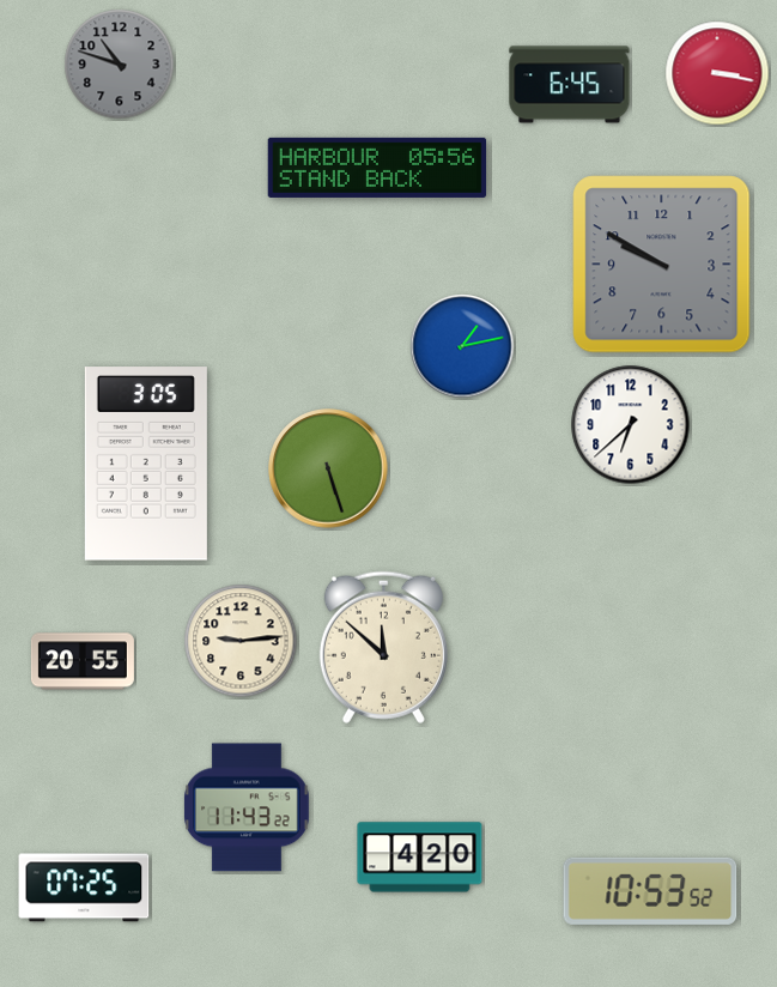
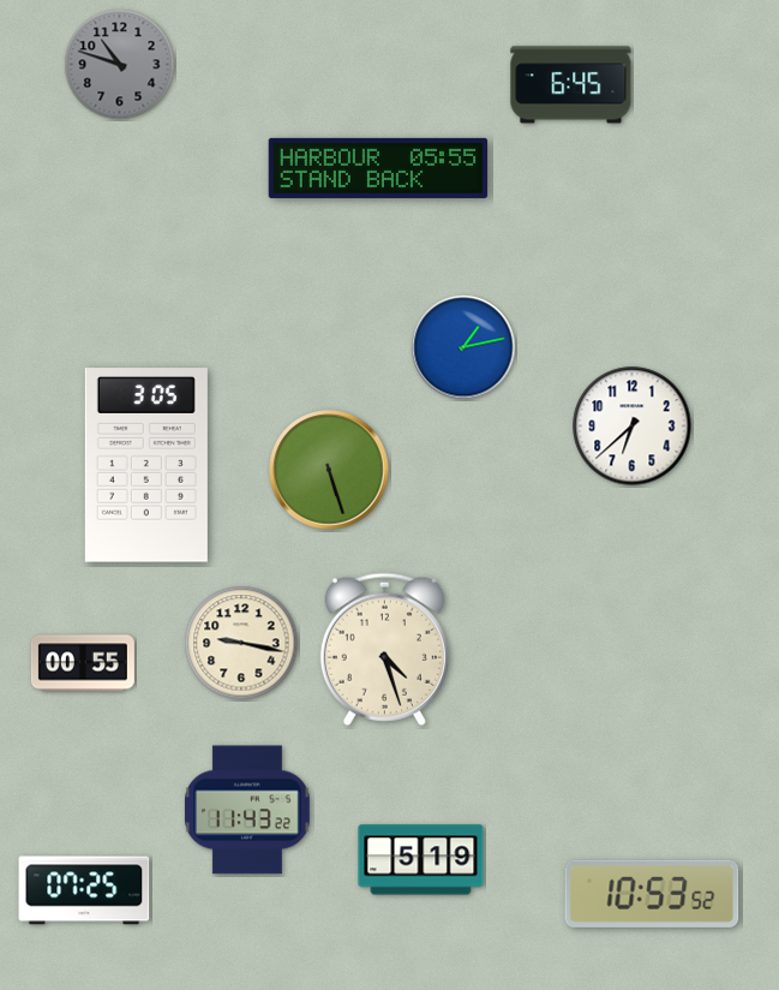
clock at (717, 73): 3:17 -> none
clock at (377, 168): 05:56 -> 05:55
clock at (662, 265): 9:50 -> none
clock at (241, 641): 9:14 -> 9:17
clock at (383, 647): 11:52 -> 4:27
clock at (83, 661): 20:55 -> 00:55
clock at (420, 858): 4:20 -> 5:19
